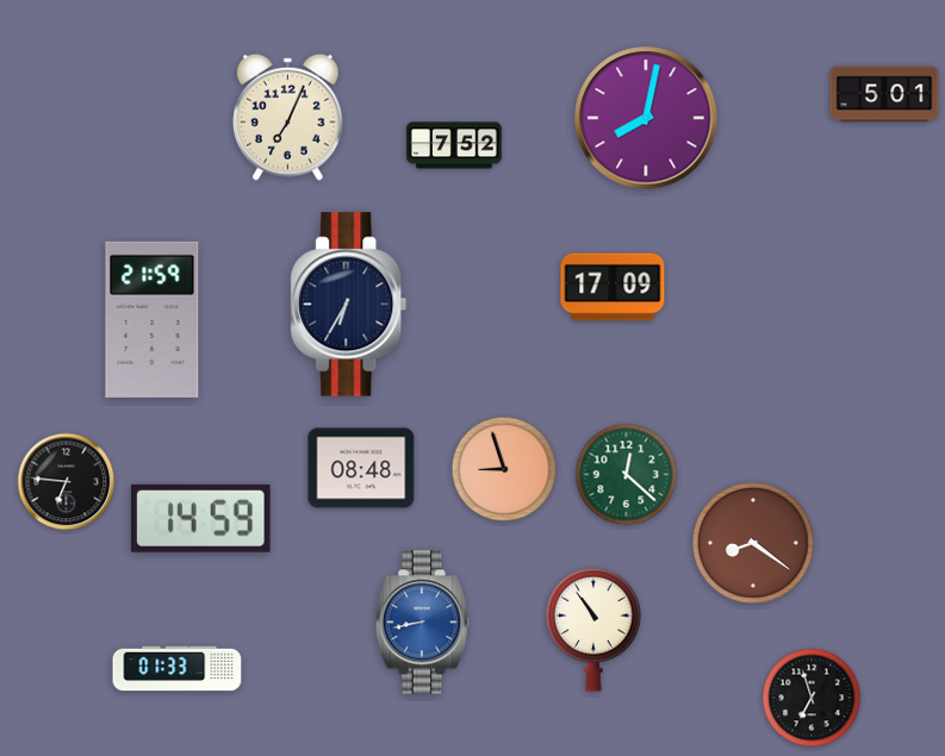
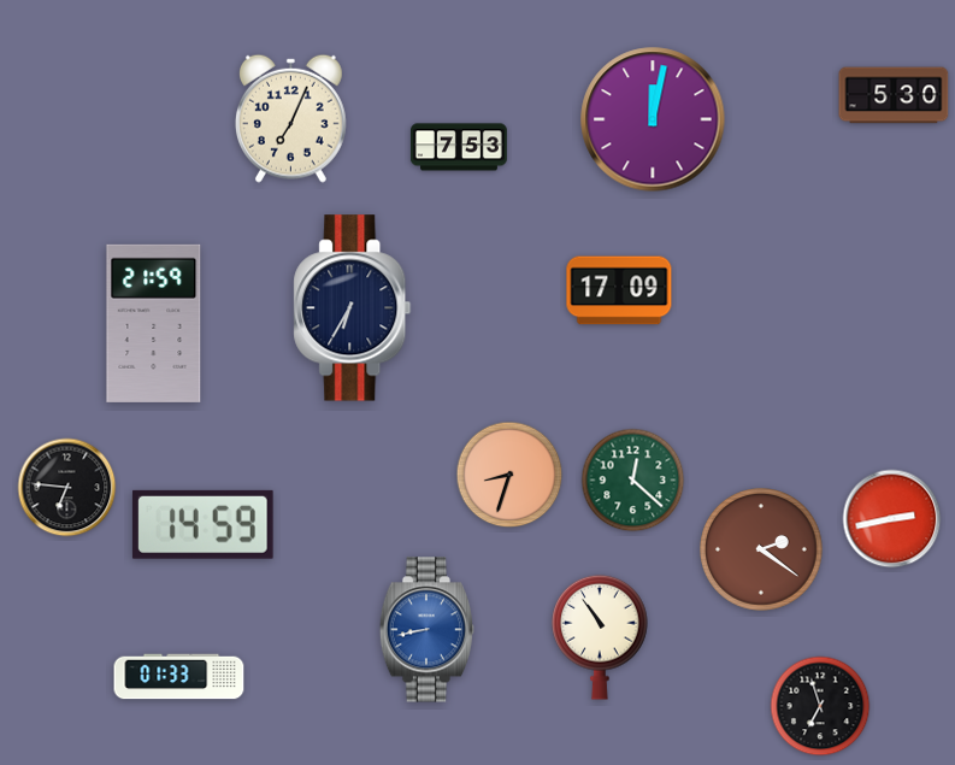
clock at (884, 94): 5:01 -> 5:30
clock at (646, 118): 8:02 -> 12:02
clock at (454, 145): 7:52 -> 7:53
clock at (361, 468): 08:48 -> none
clock at (504, 469): 8:57 -> 8:33
clock at (892, 519): none -> 2:43
clock at (753, 543): 8:21 -> 2:21
